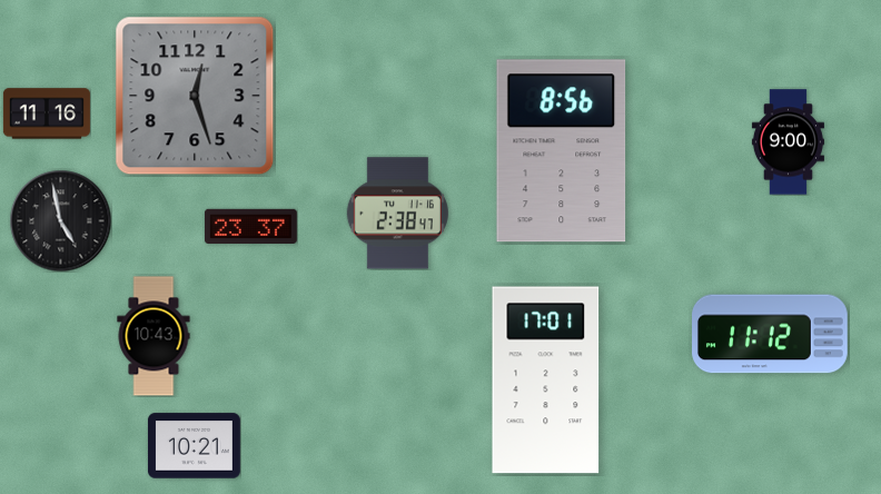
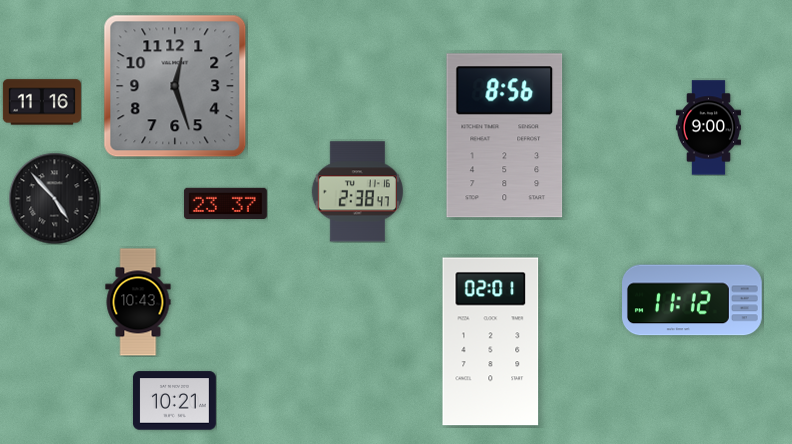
clock at (60, 220): 4:58 -> 4:53
clock at (546, 381): 17:01 -> 02:01
